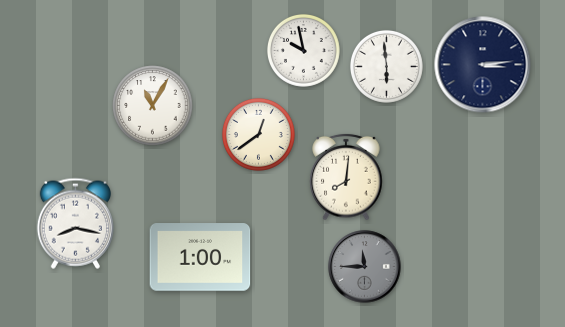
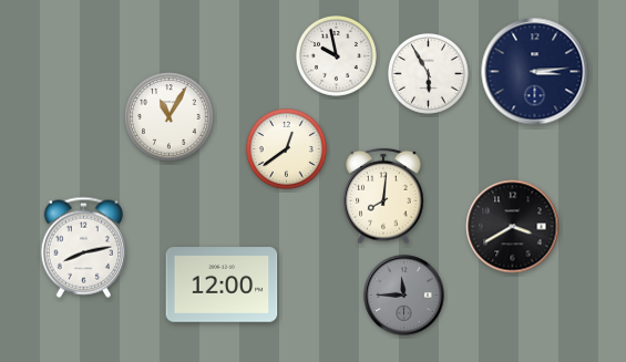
clock at (386, 66): 5:59 -> 5:55
clock at (513, 227): none -> 3:40
clock at (75, 223): 8:17 -> 8:13
clock at (200, 257): 1:00 -> 12:00
